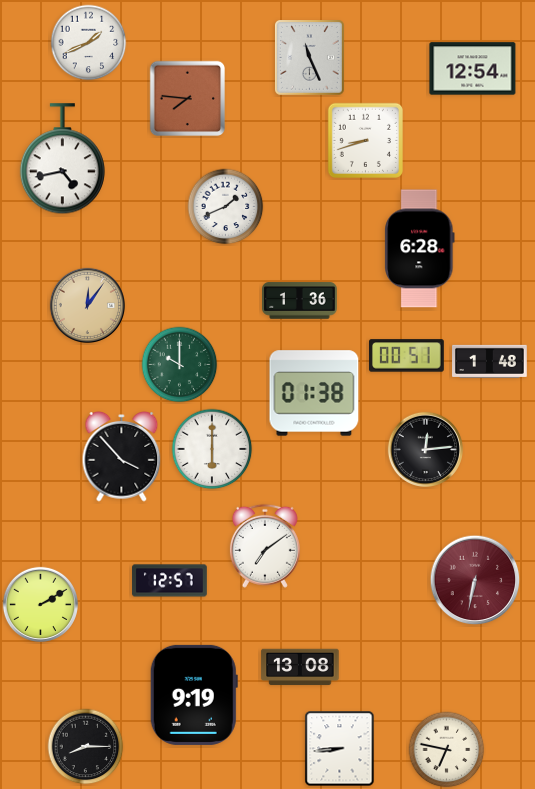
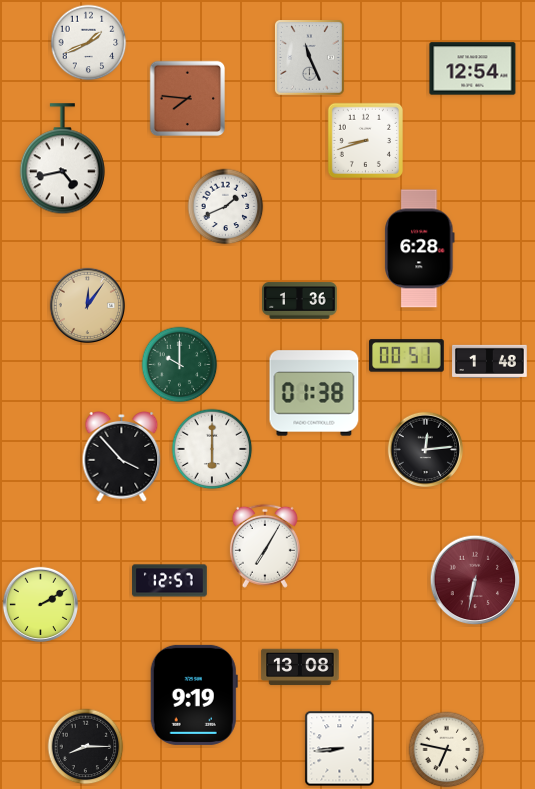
clock at (265, 546): 7:09 -> 7:05
